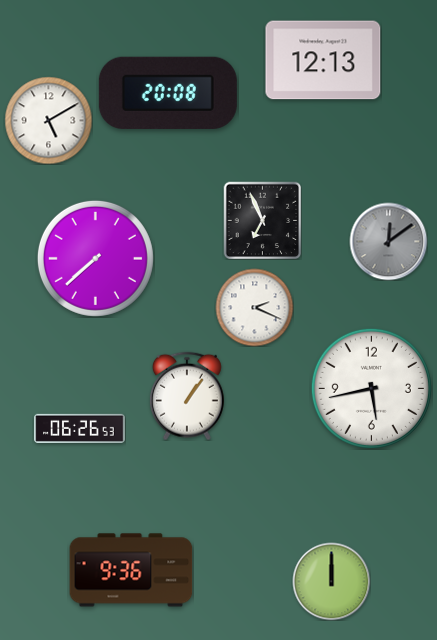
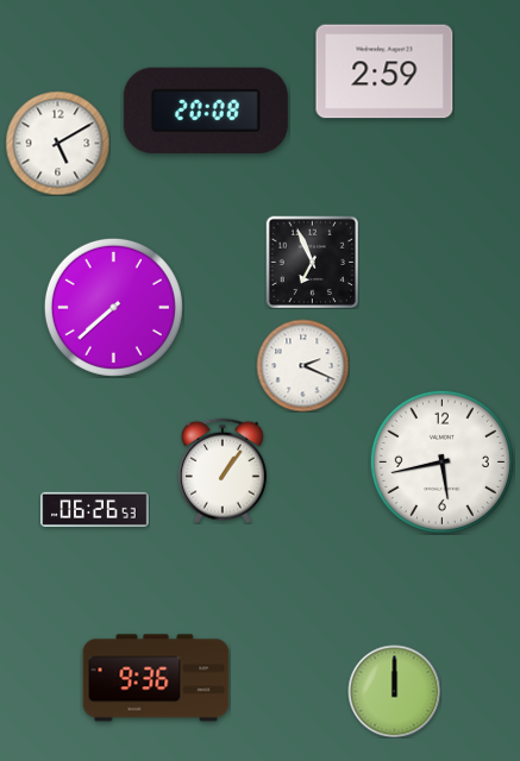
clock at (323, 60): 12:13 -> 2:59
clock at (168, 93) position: (168, 93) -> (206, 111)
clock at (388, 241): 12:09 -> none
